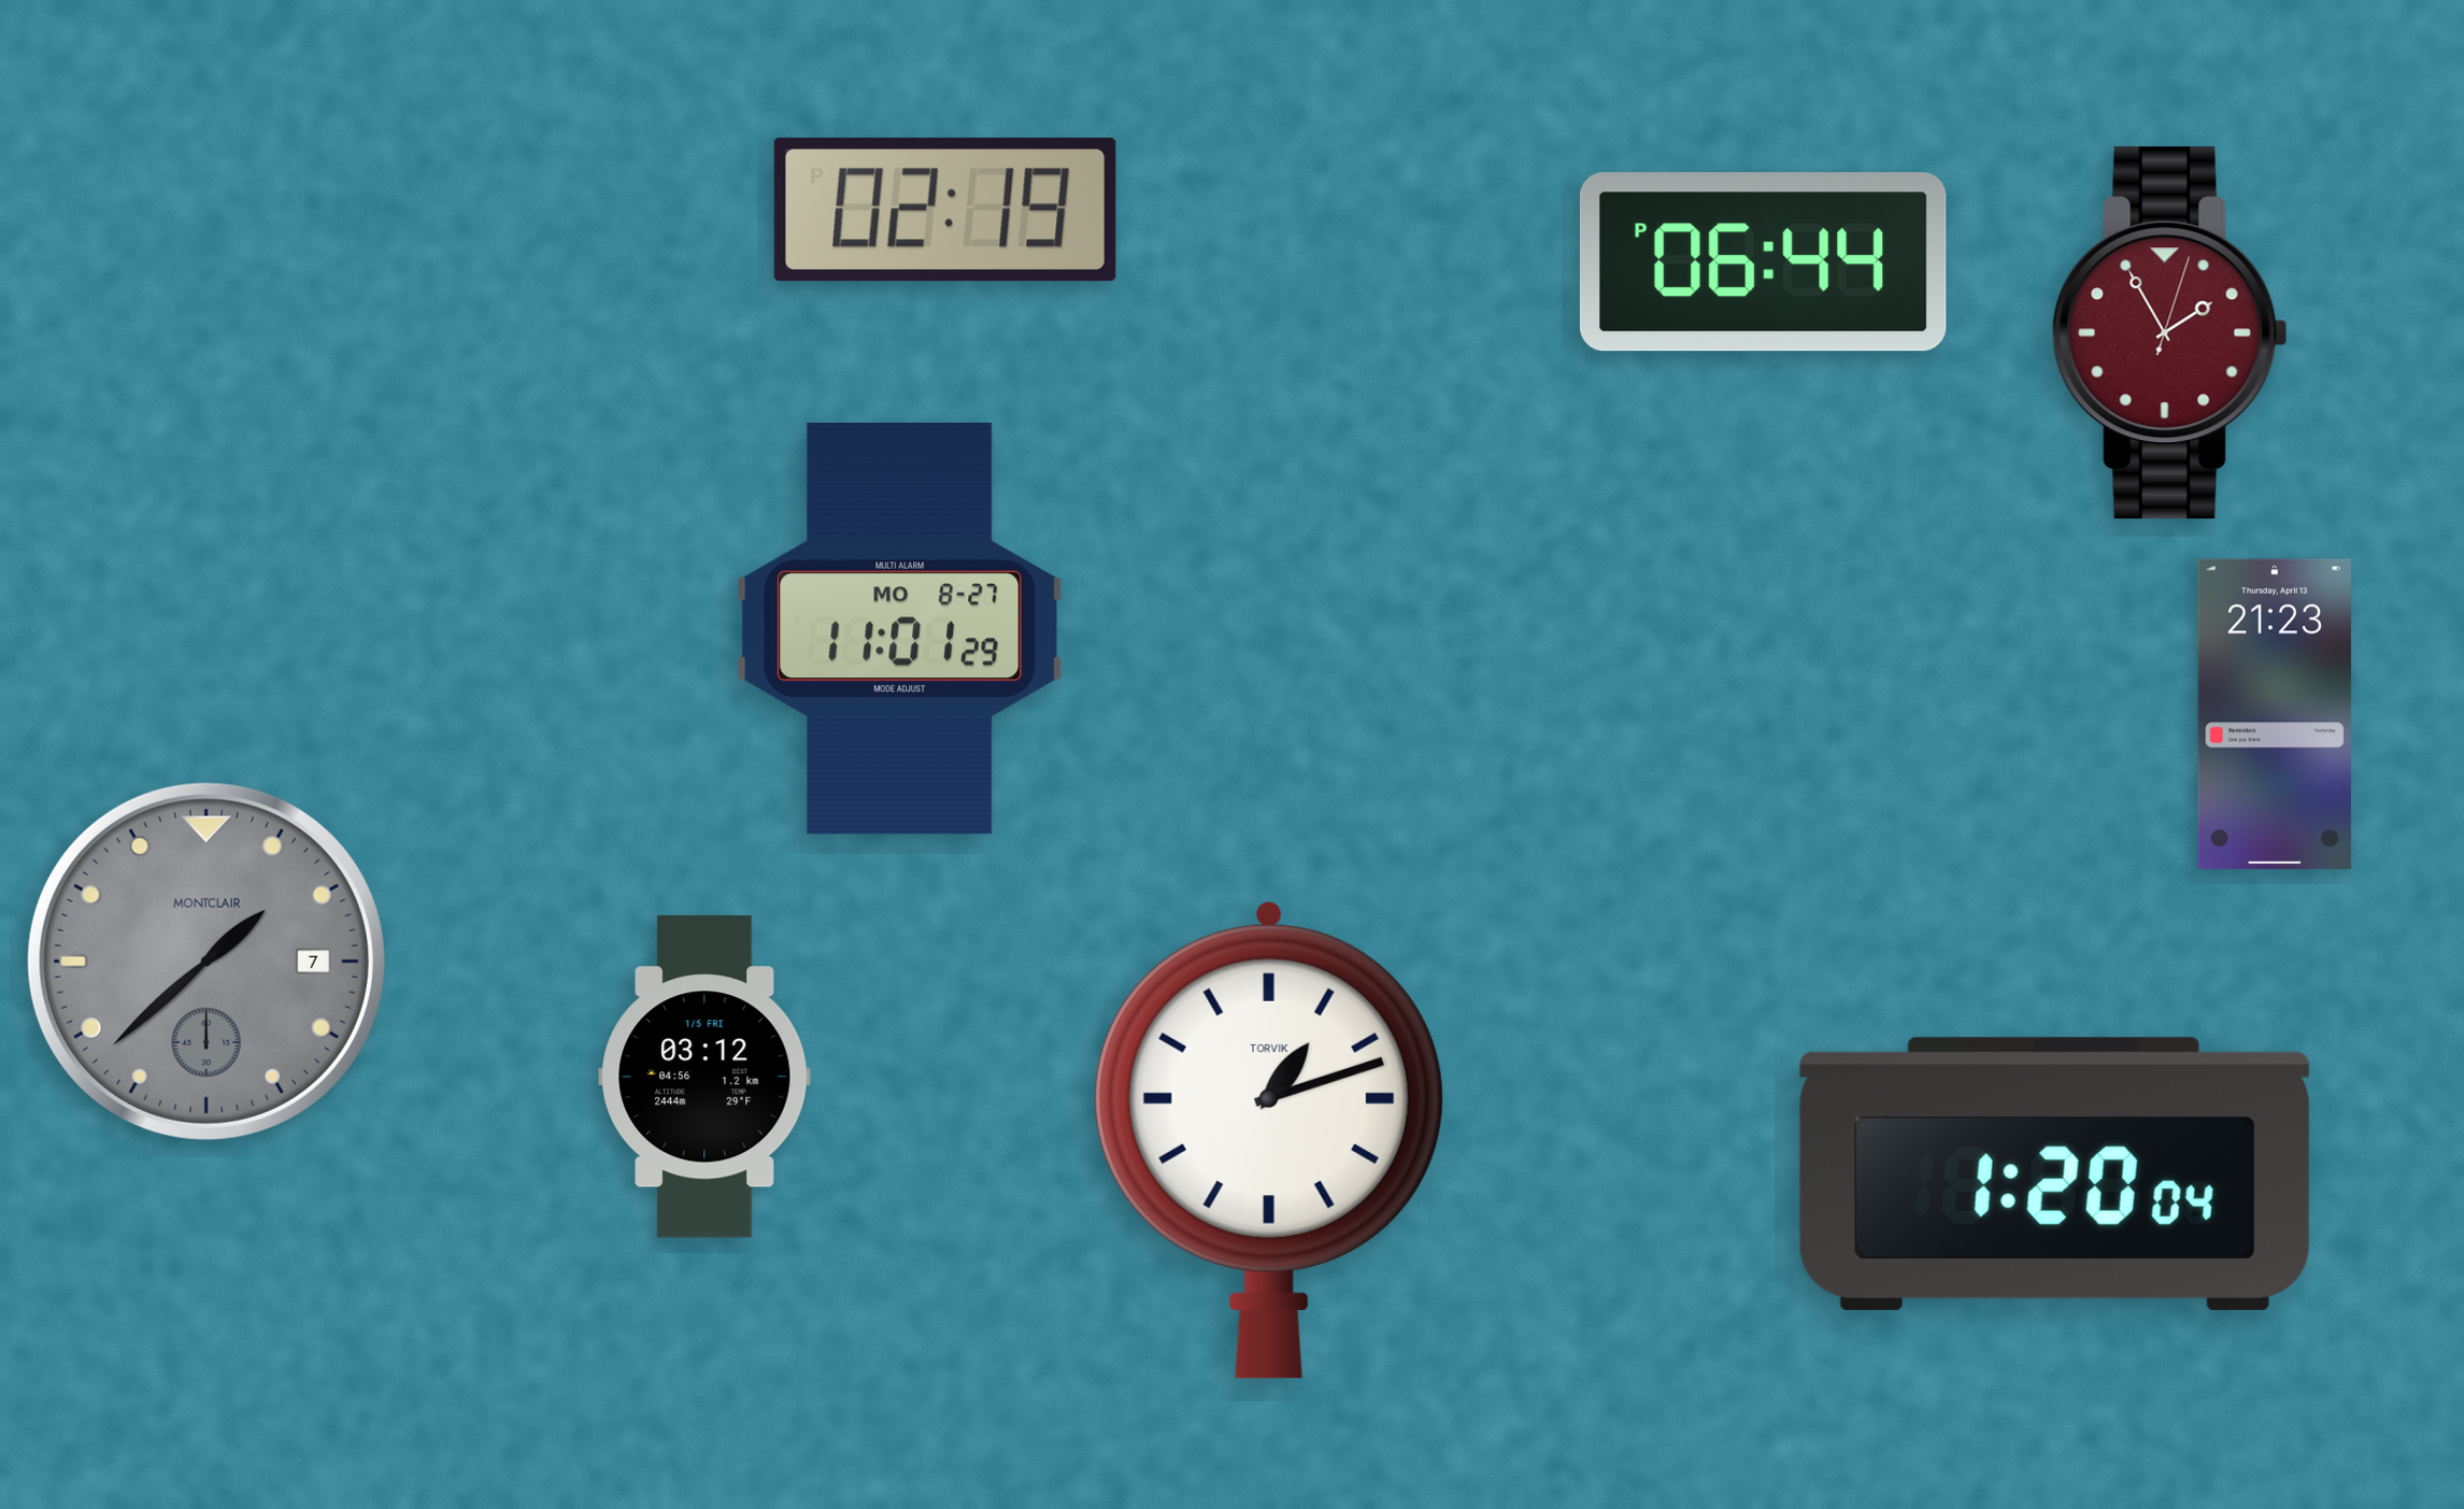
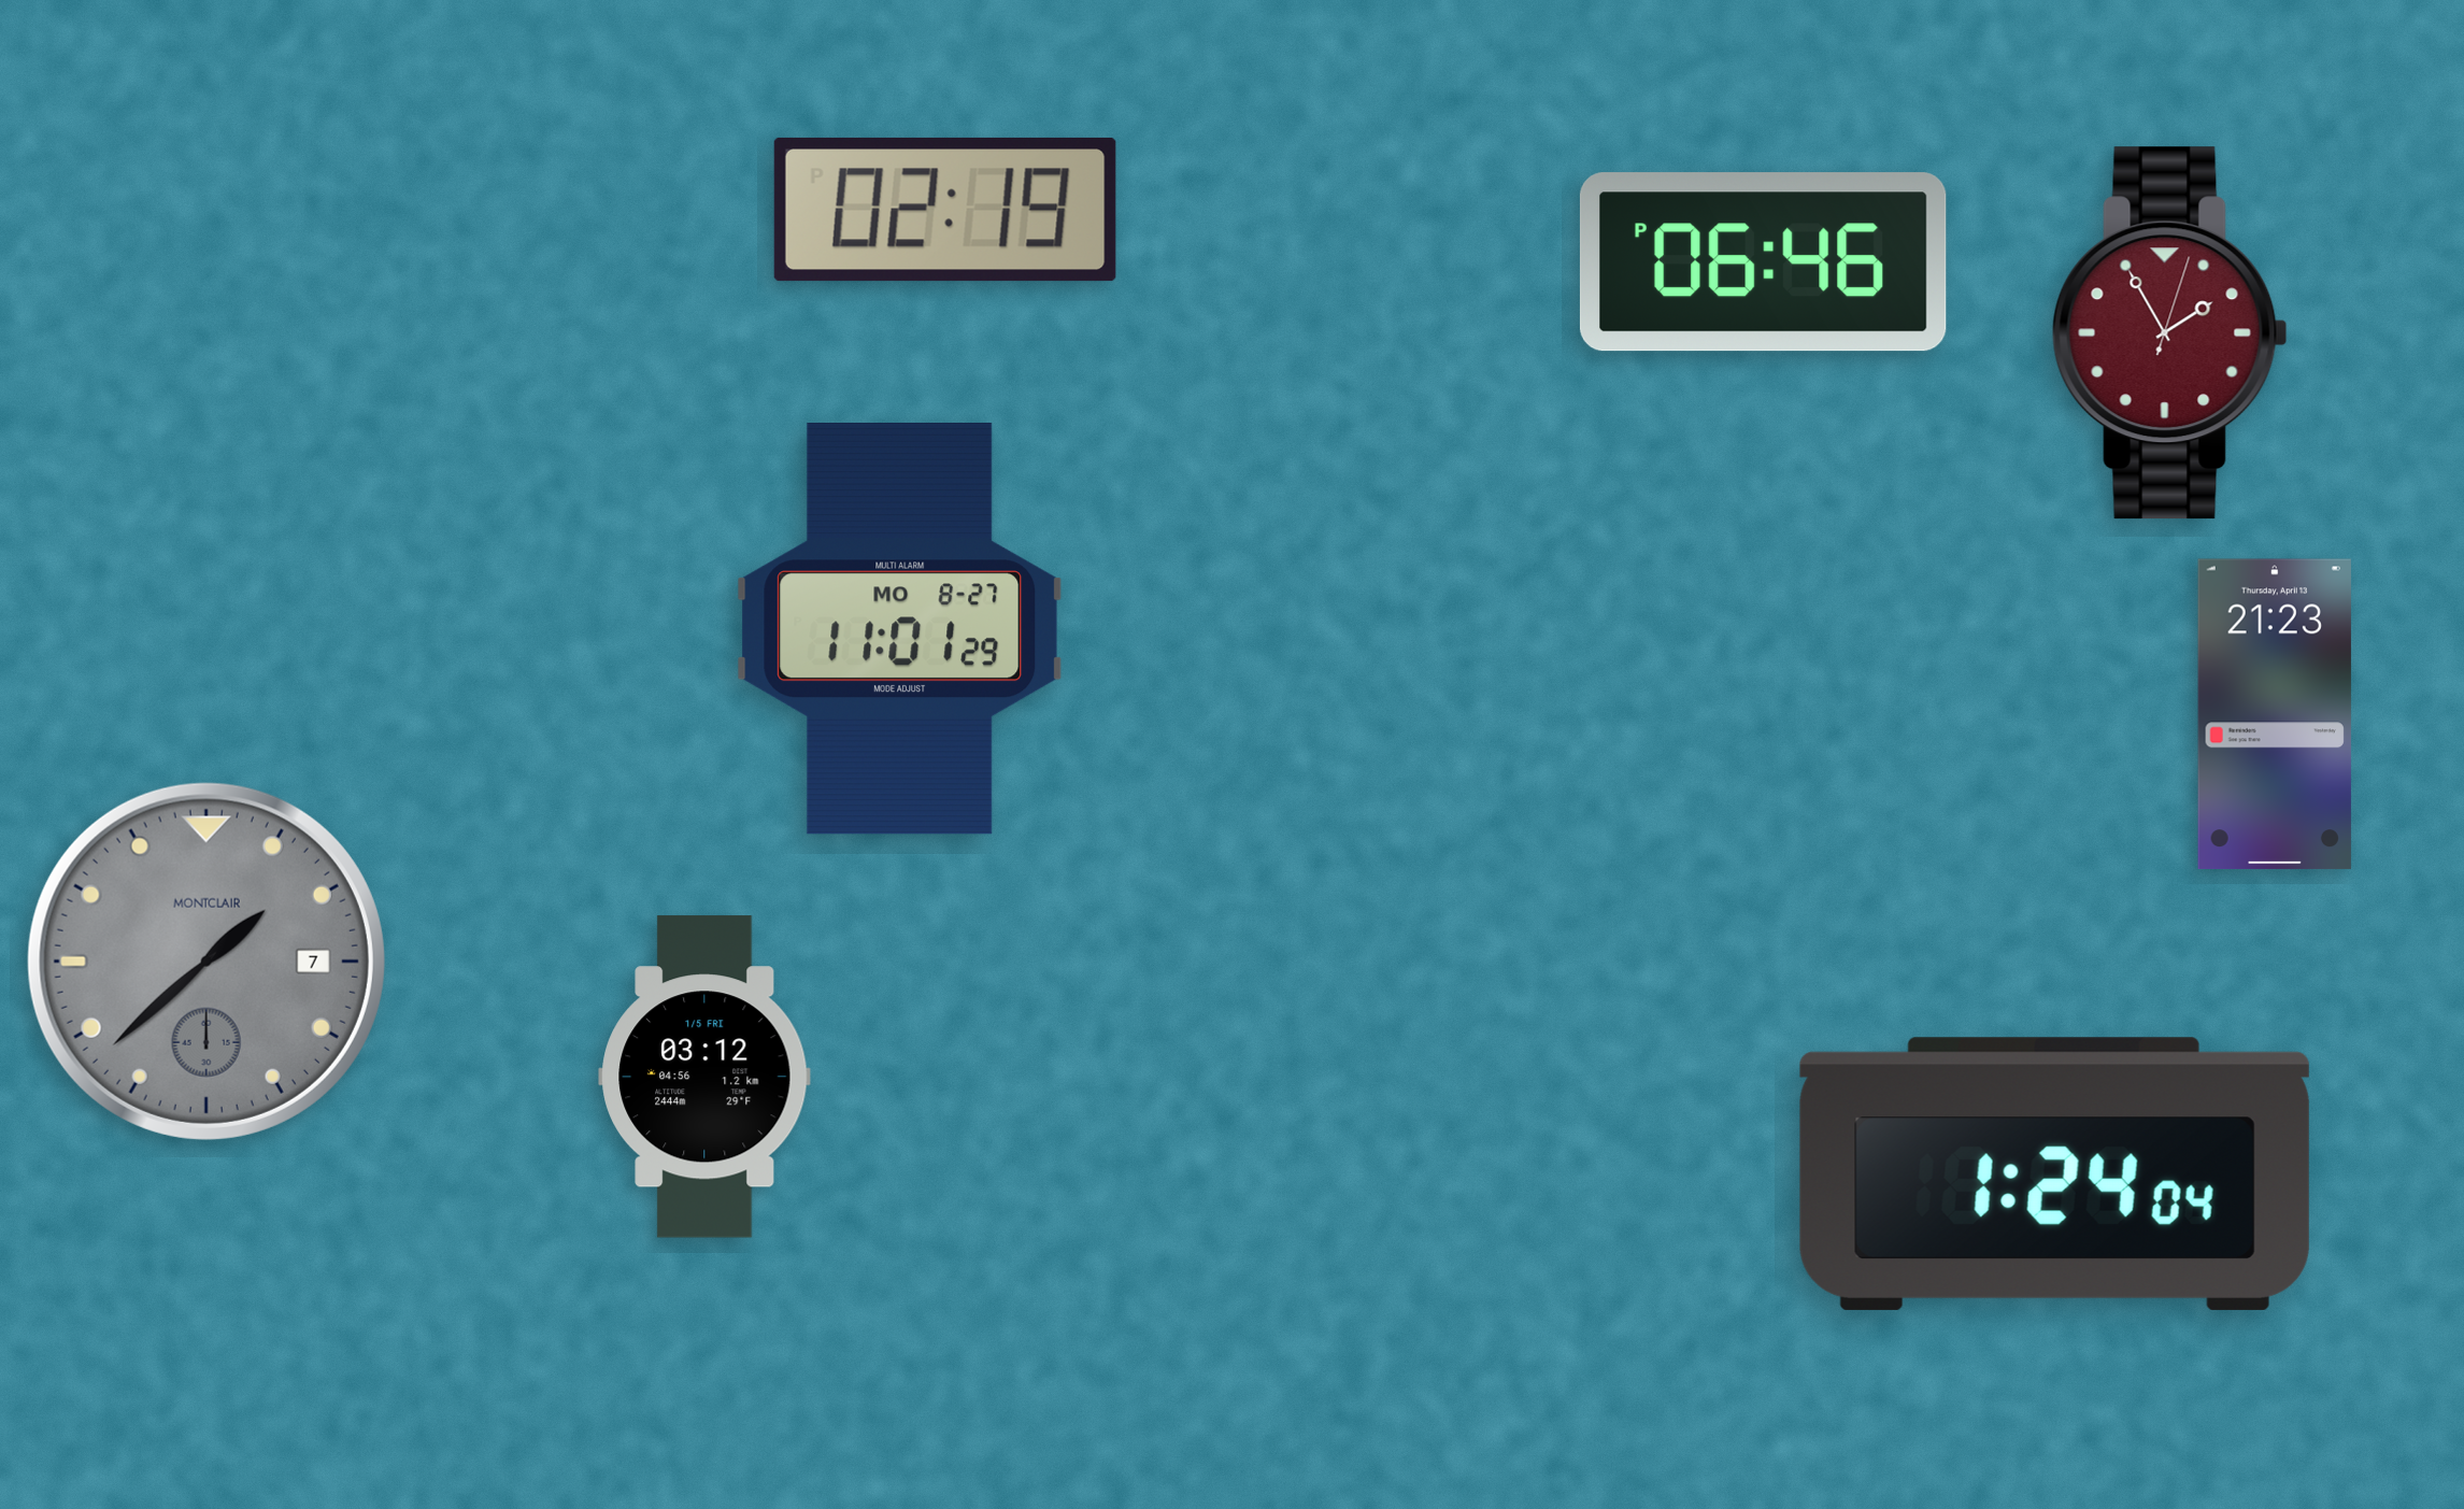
clock at (1763, 262): 06:44 -> 06:46
clock at (1269, 1140): 1:12 -> none
clock at (2054, 1173): 1:20 -> 1:24
